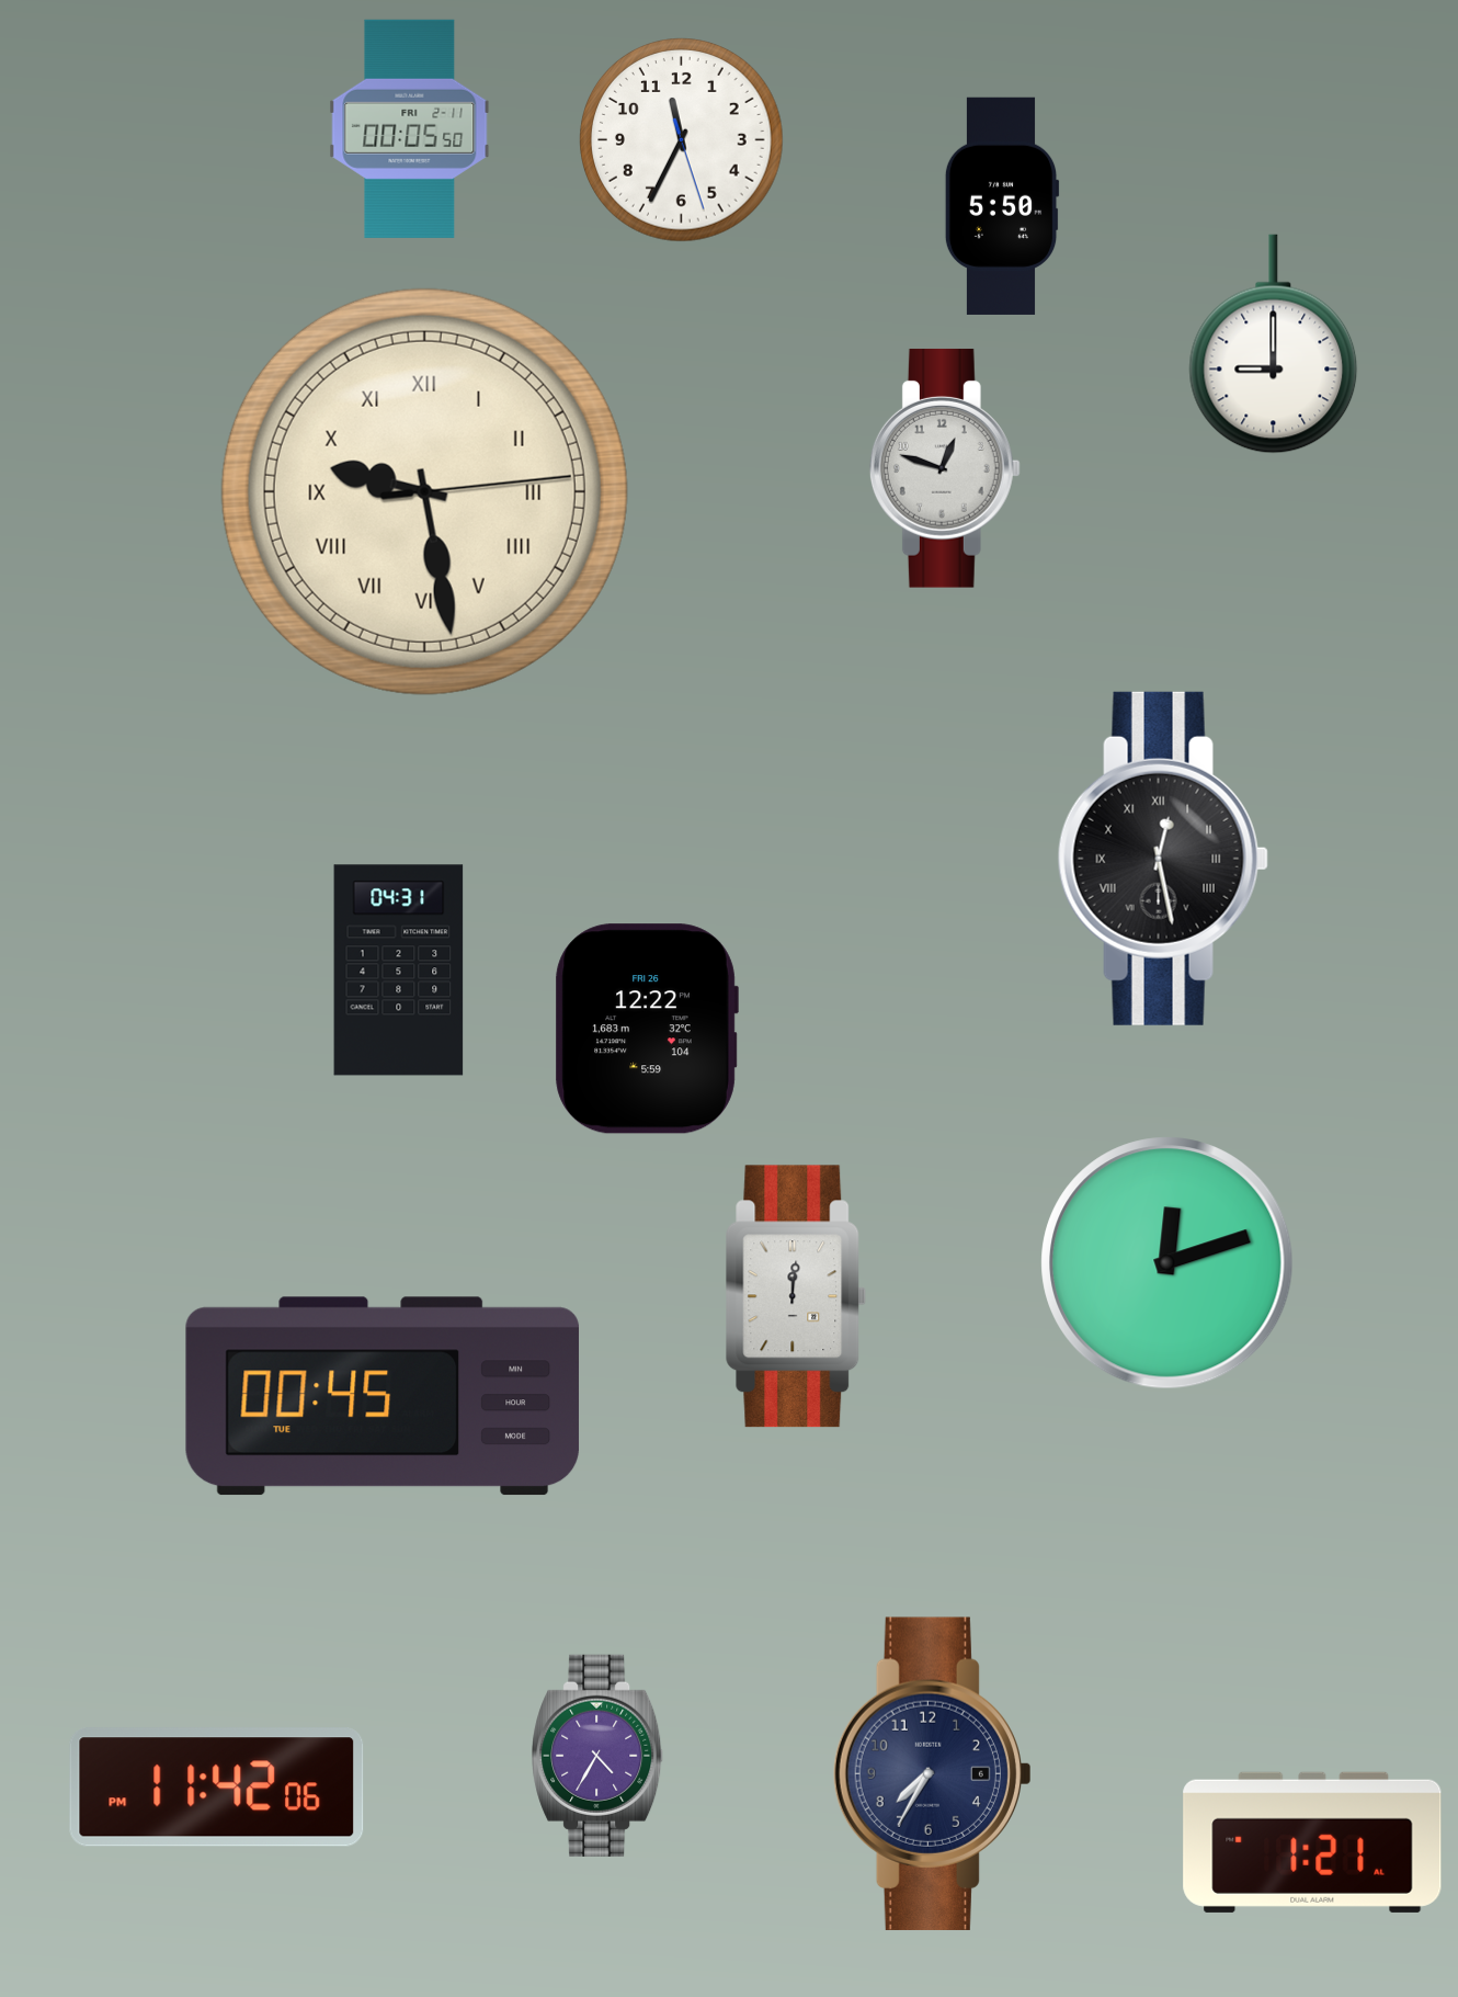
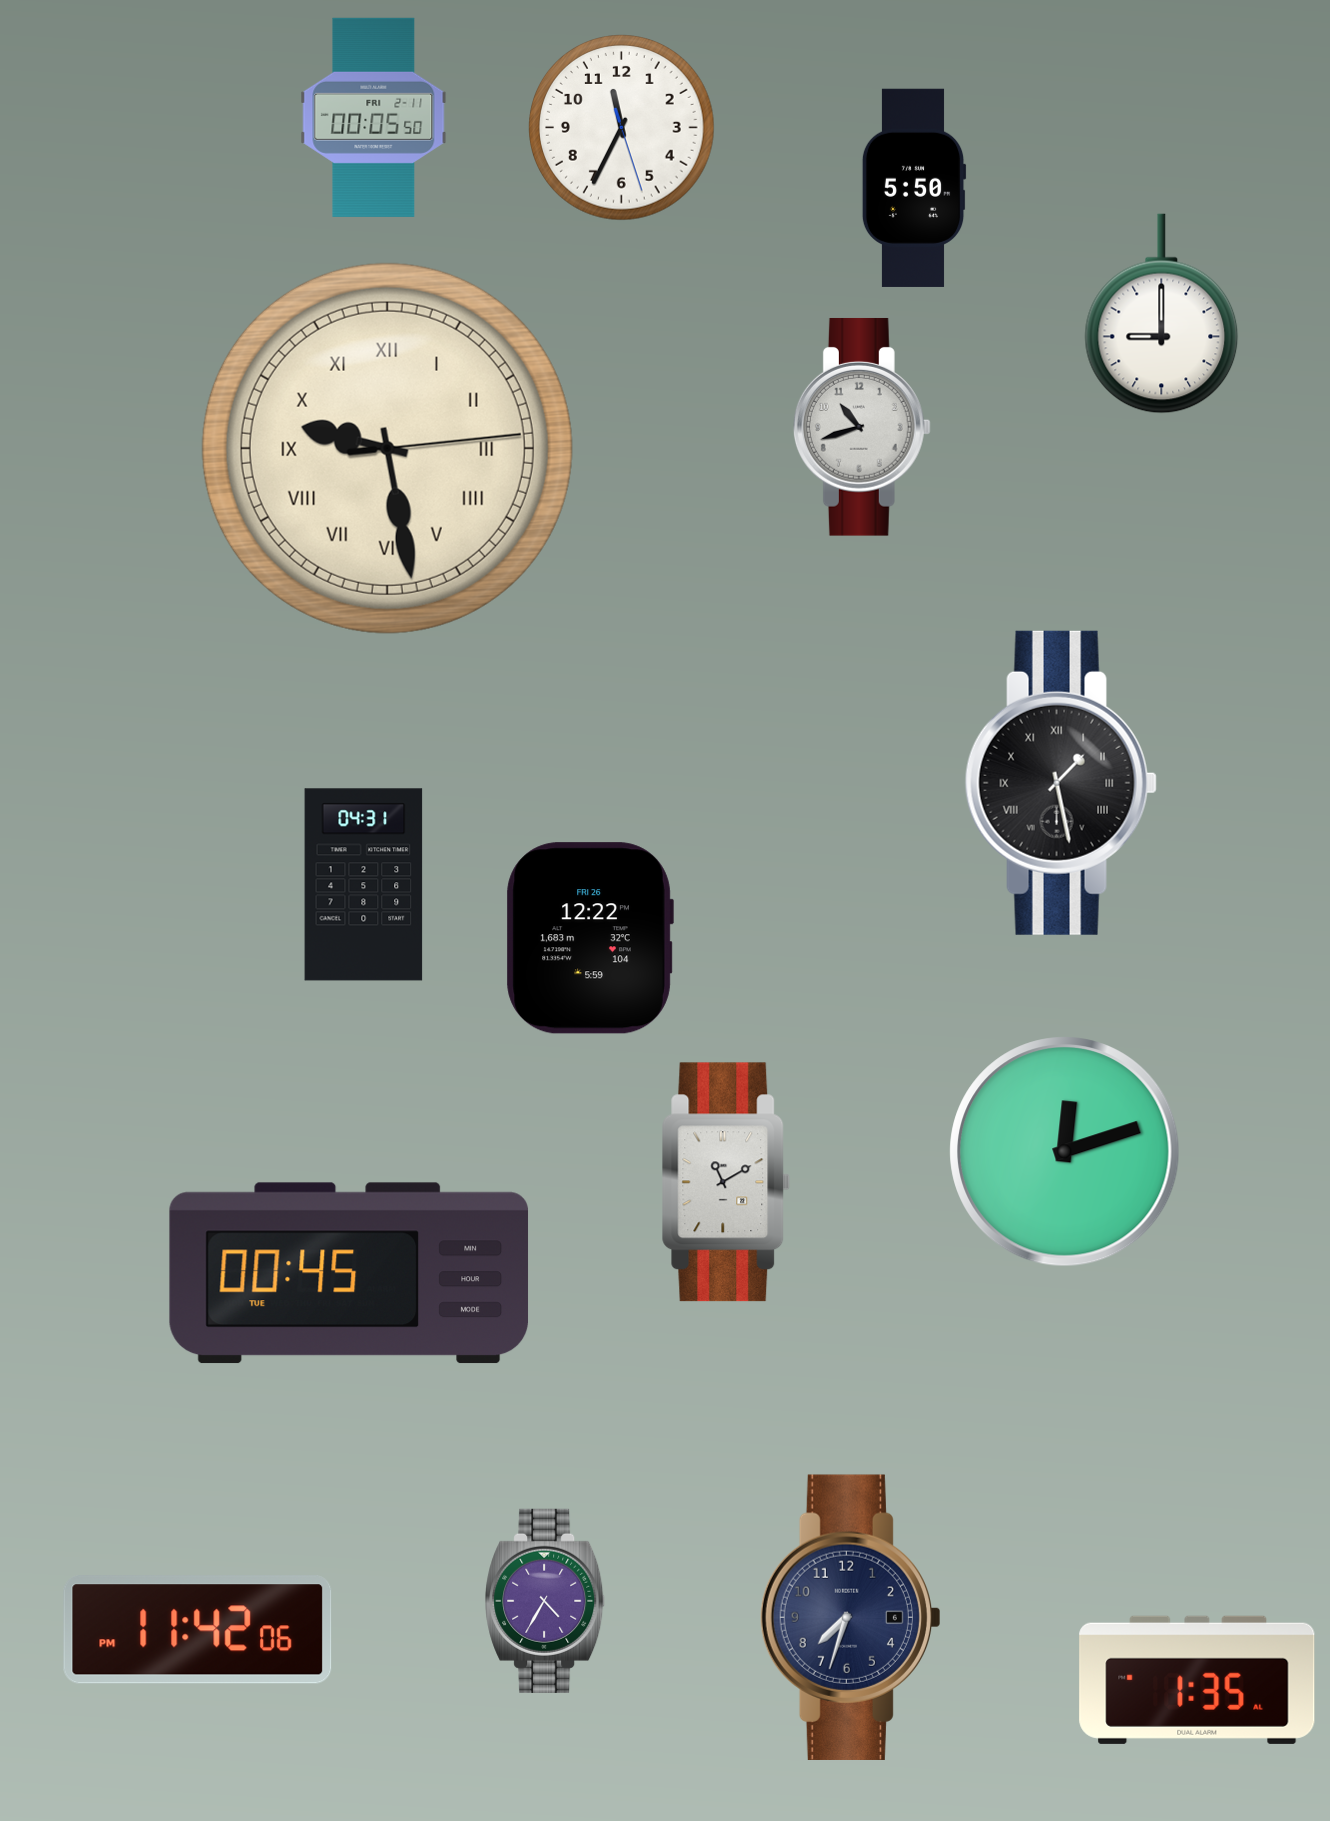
clock at (945, 468): 12:48 -> 10:42
clock at (1163, 859): 12:28 -> 1:28
clock at (796, 1296): 12:01 -> 11:10
clock at (932, 1773): 7:35 -> 7:33
clock at (1312, 1842): 1:21 -> 1:35
